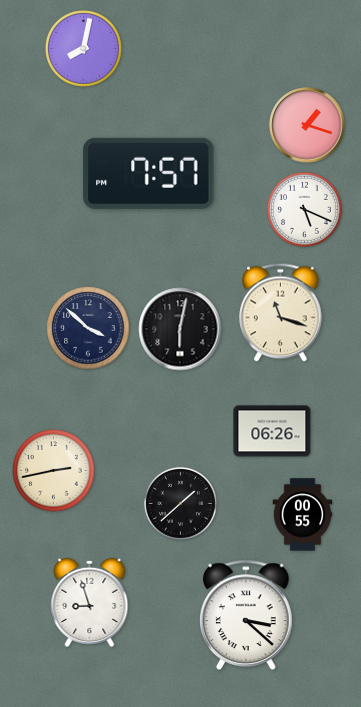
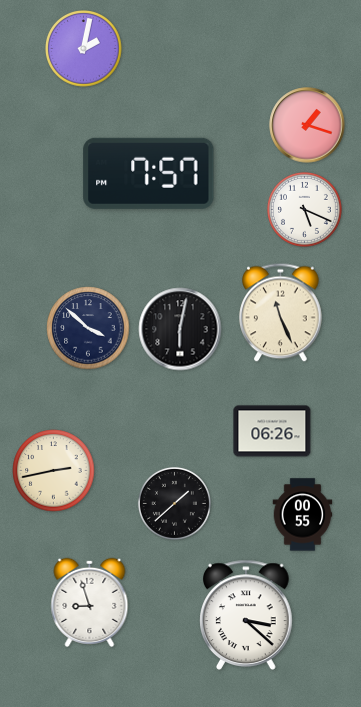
clock at (84, 49): 8:02 -> 2:02
clock at (281, 313): 11:18 -> 11:26
clock at (180, 503) position: (180, 503) -> (174, 503)
